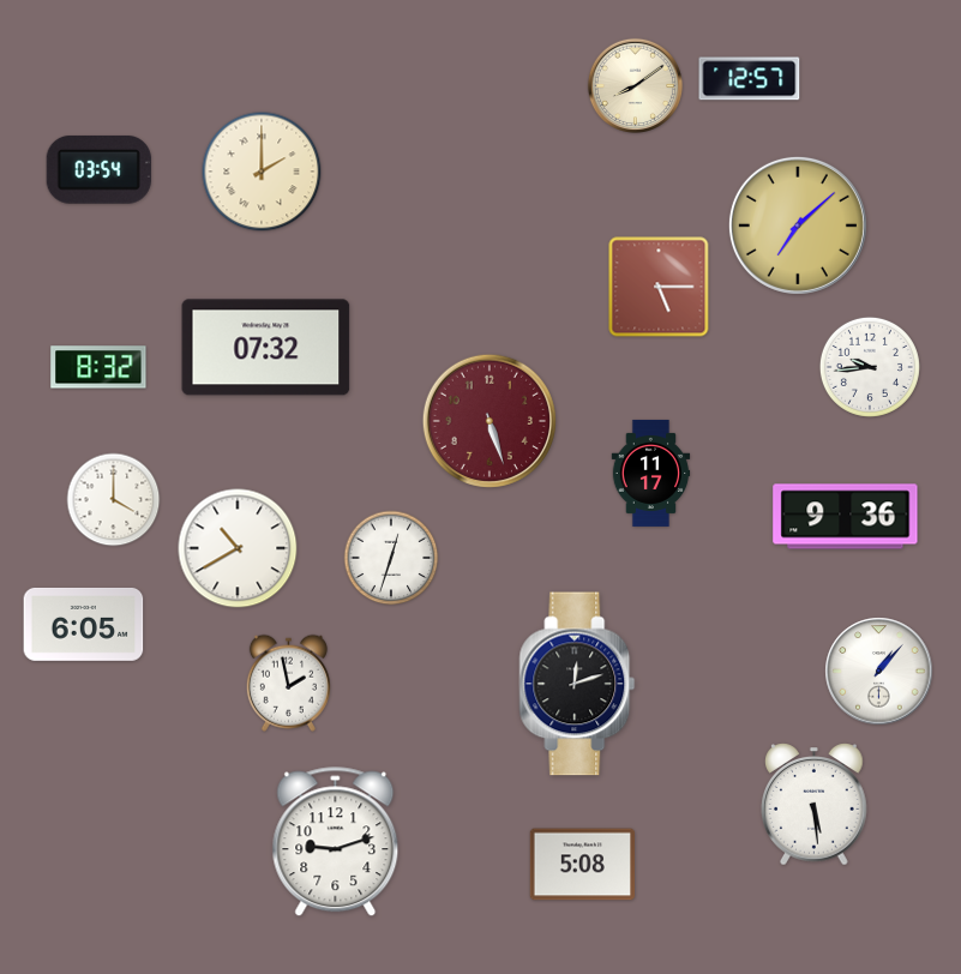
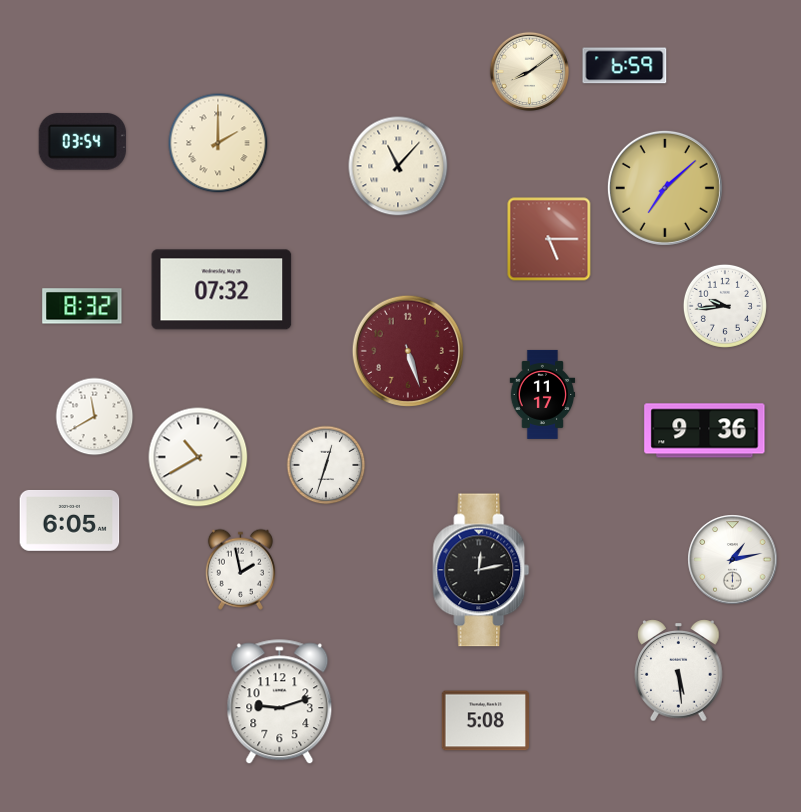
clock at (750, 79): 12:57 -> 6:59
clock at (398, 166): none -> 11:07
clock at (114, 500): 4:00 -> 11:40
clock at (879, 672): 1:07 -> 1:13
clock at (577, 684): 12:12 -> 12:13
